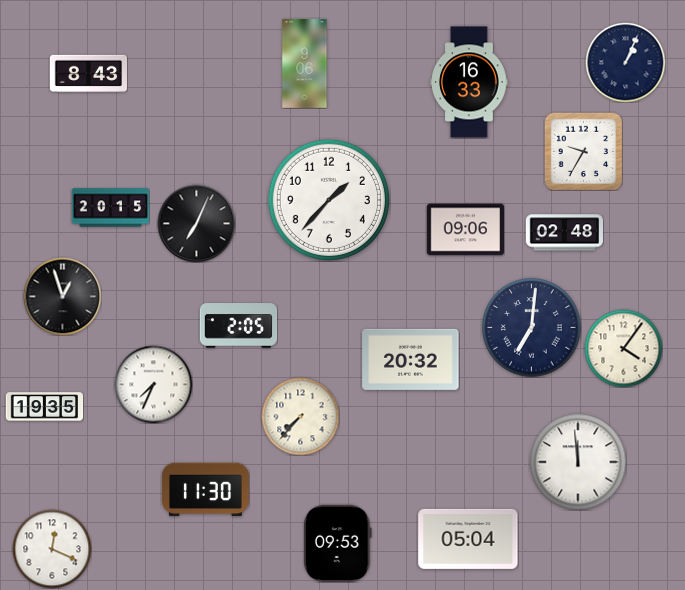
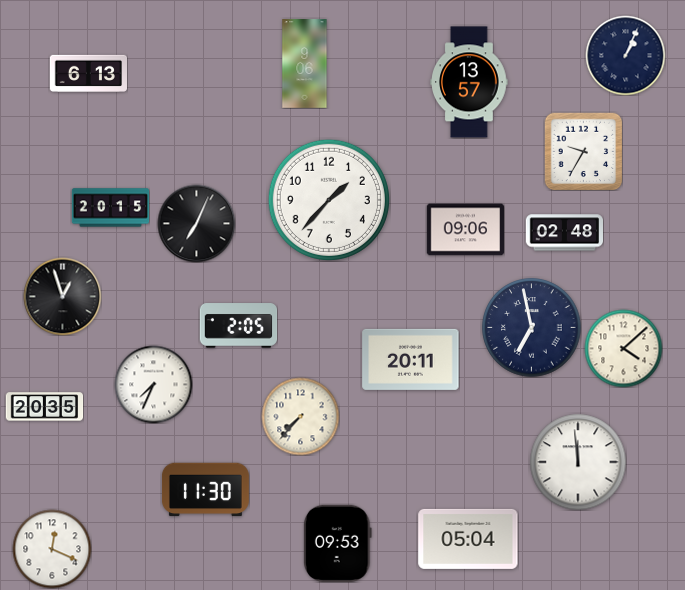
clock at (625, 62) position: (625, 62) -> (625, 55)
clock at (88, 73): 8:43 -> 6:13
clock at (469, 82): 16:33 -> 13:57
clock at (532, 328): 7:01 -> 6:58
clock at (623, 348): 4:06 -> 4:08
clock at (411, 359): 20:32 -> 20:11
clock at (44, 407): 19:35 -> 20:35
